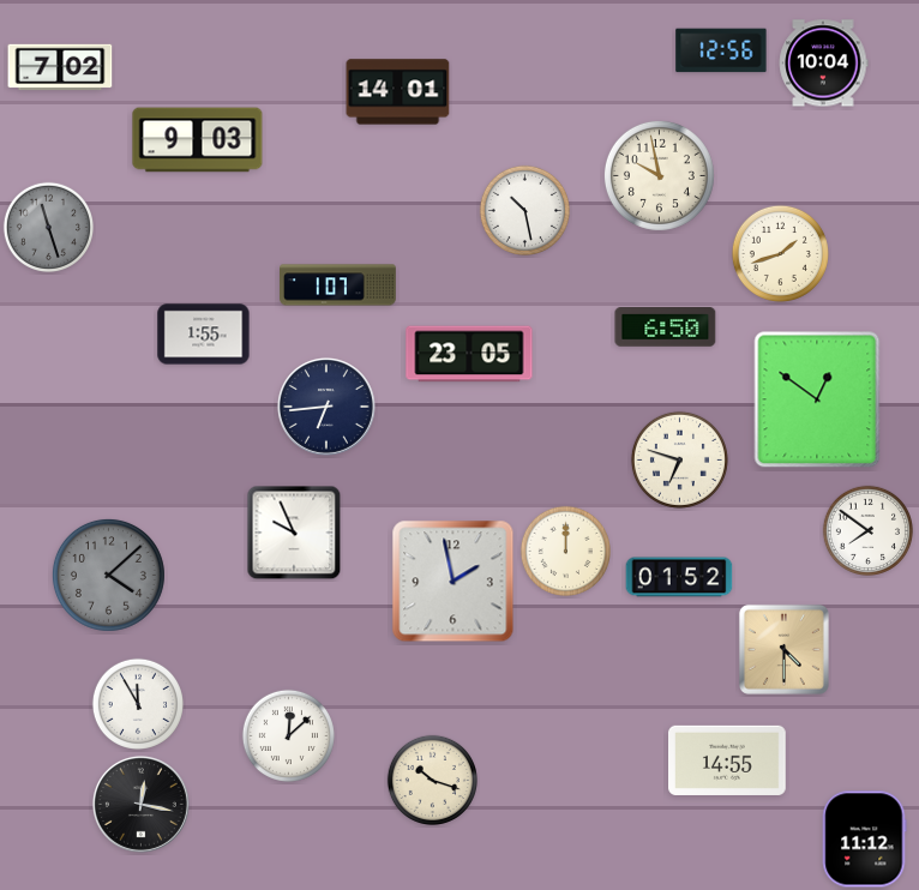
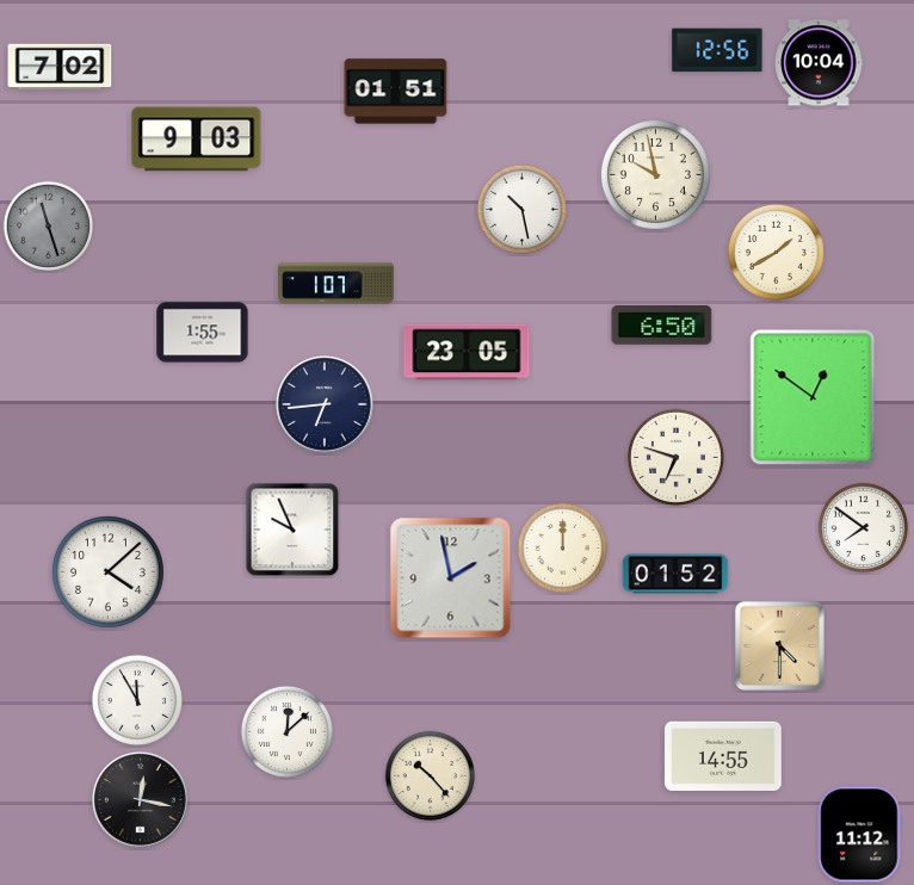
clock at (398, 92): 14:01 -> 01:51
clock at (780, 253): 1:42 -> 1:40
clock at (108, 575) dial: grey -> white
clock at (432, 780): 10:18 -> 10:23
